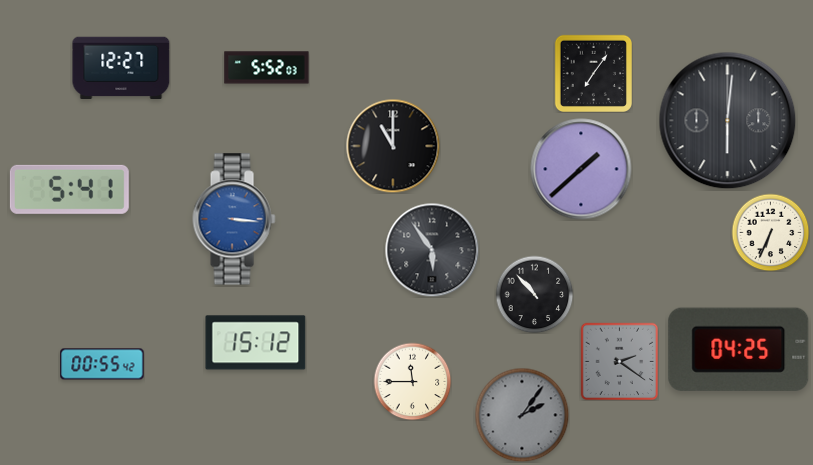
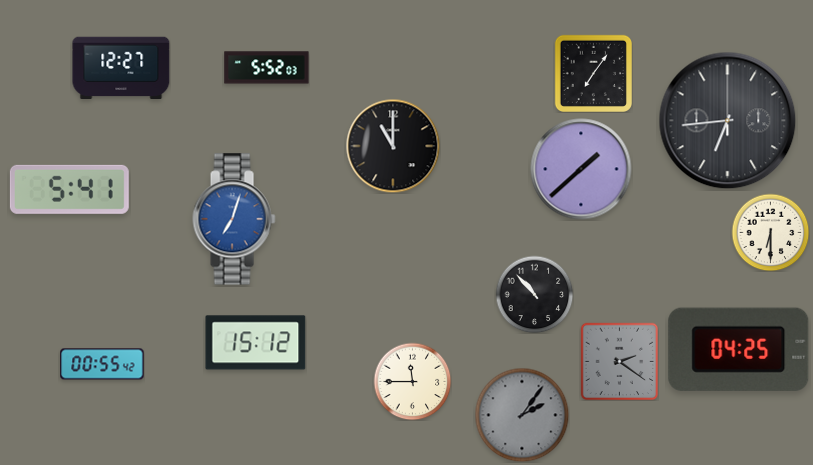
clock at (728, 121): 6:01 -> 6:44
clock at (234, 219): 3:16 -> 7:03
clock at (770, 232): 6:34 -> 6:30
clock at (432, 250): 5:54 -> none
